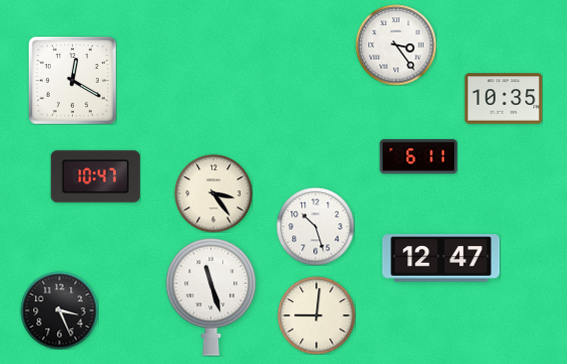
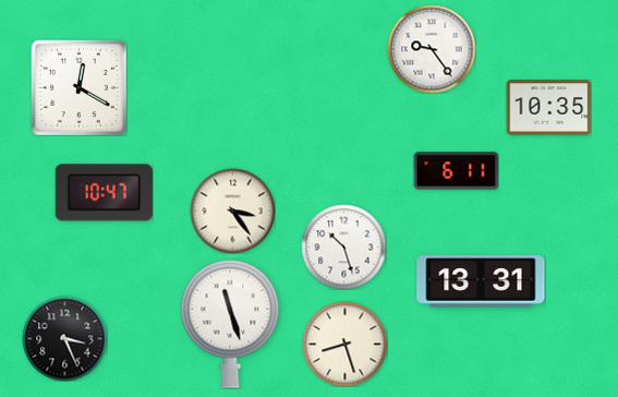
clock at (396, 45): 3:24 -> 9:24
clock at (441, 258): 12:47 -> 13:31
clock at (316, 315): 9:01 -> 8:27
